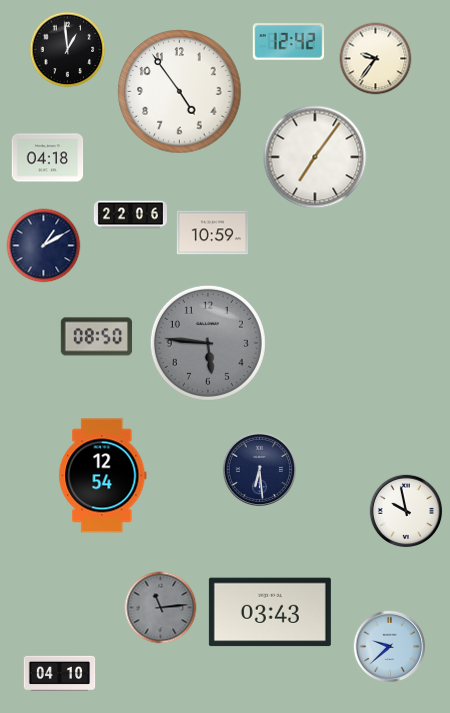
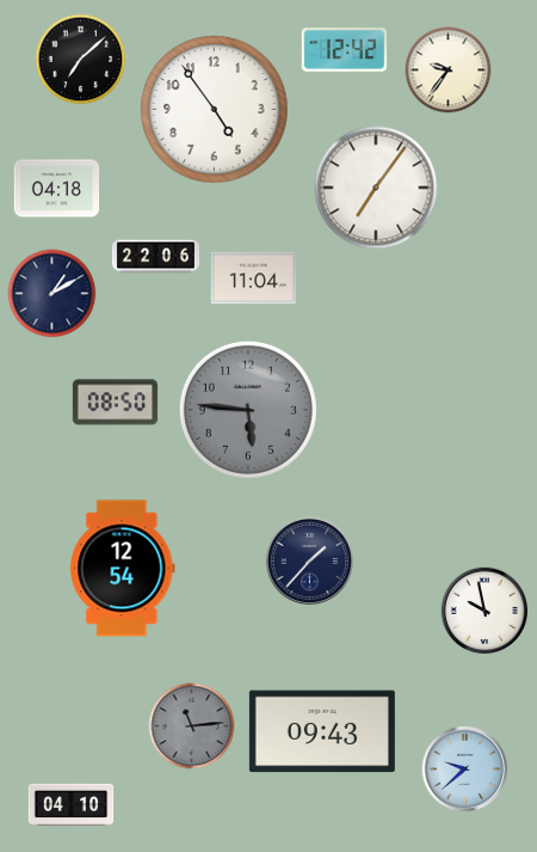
clock at (68, 50): 12:59 -> 7:08
clock at (213, 233): 10:59 -> 11:04
clock at (259, 469): 6:29 -> 1:37
clock at (270, 612): 03:43 -> 09:43
clock at (390, 647) position: (390, 647) -> (465, 770)
